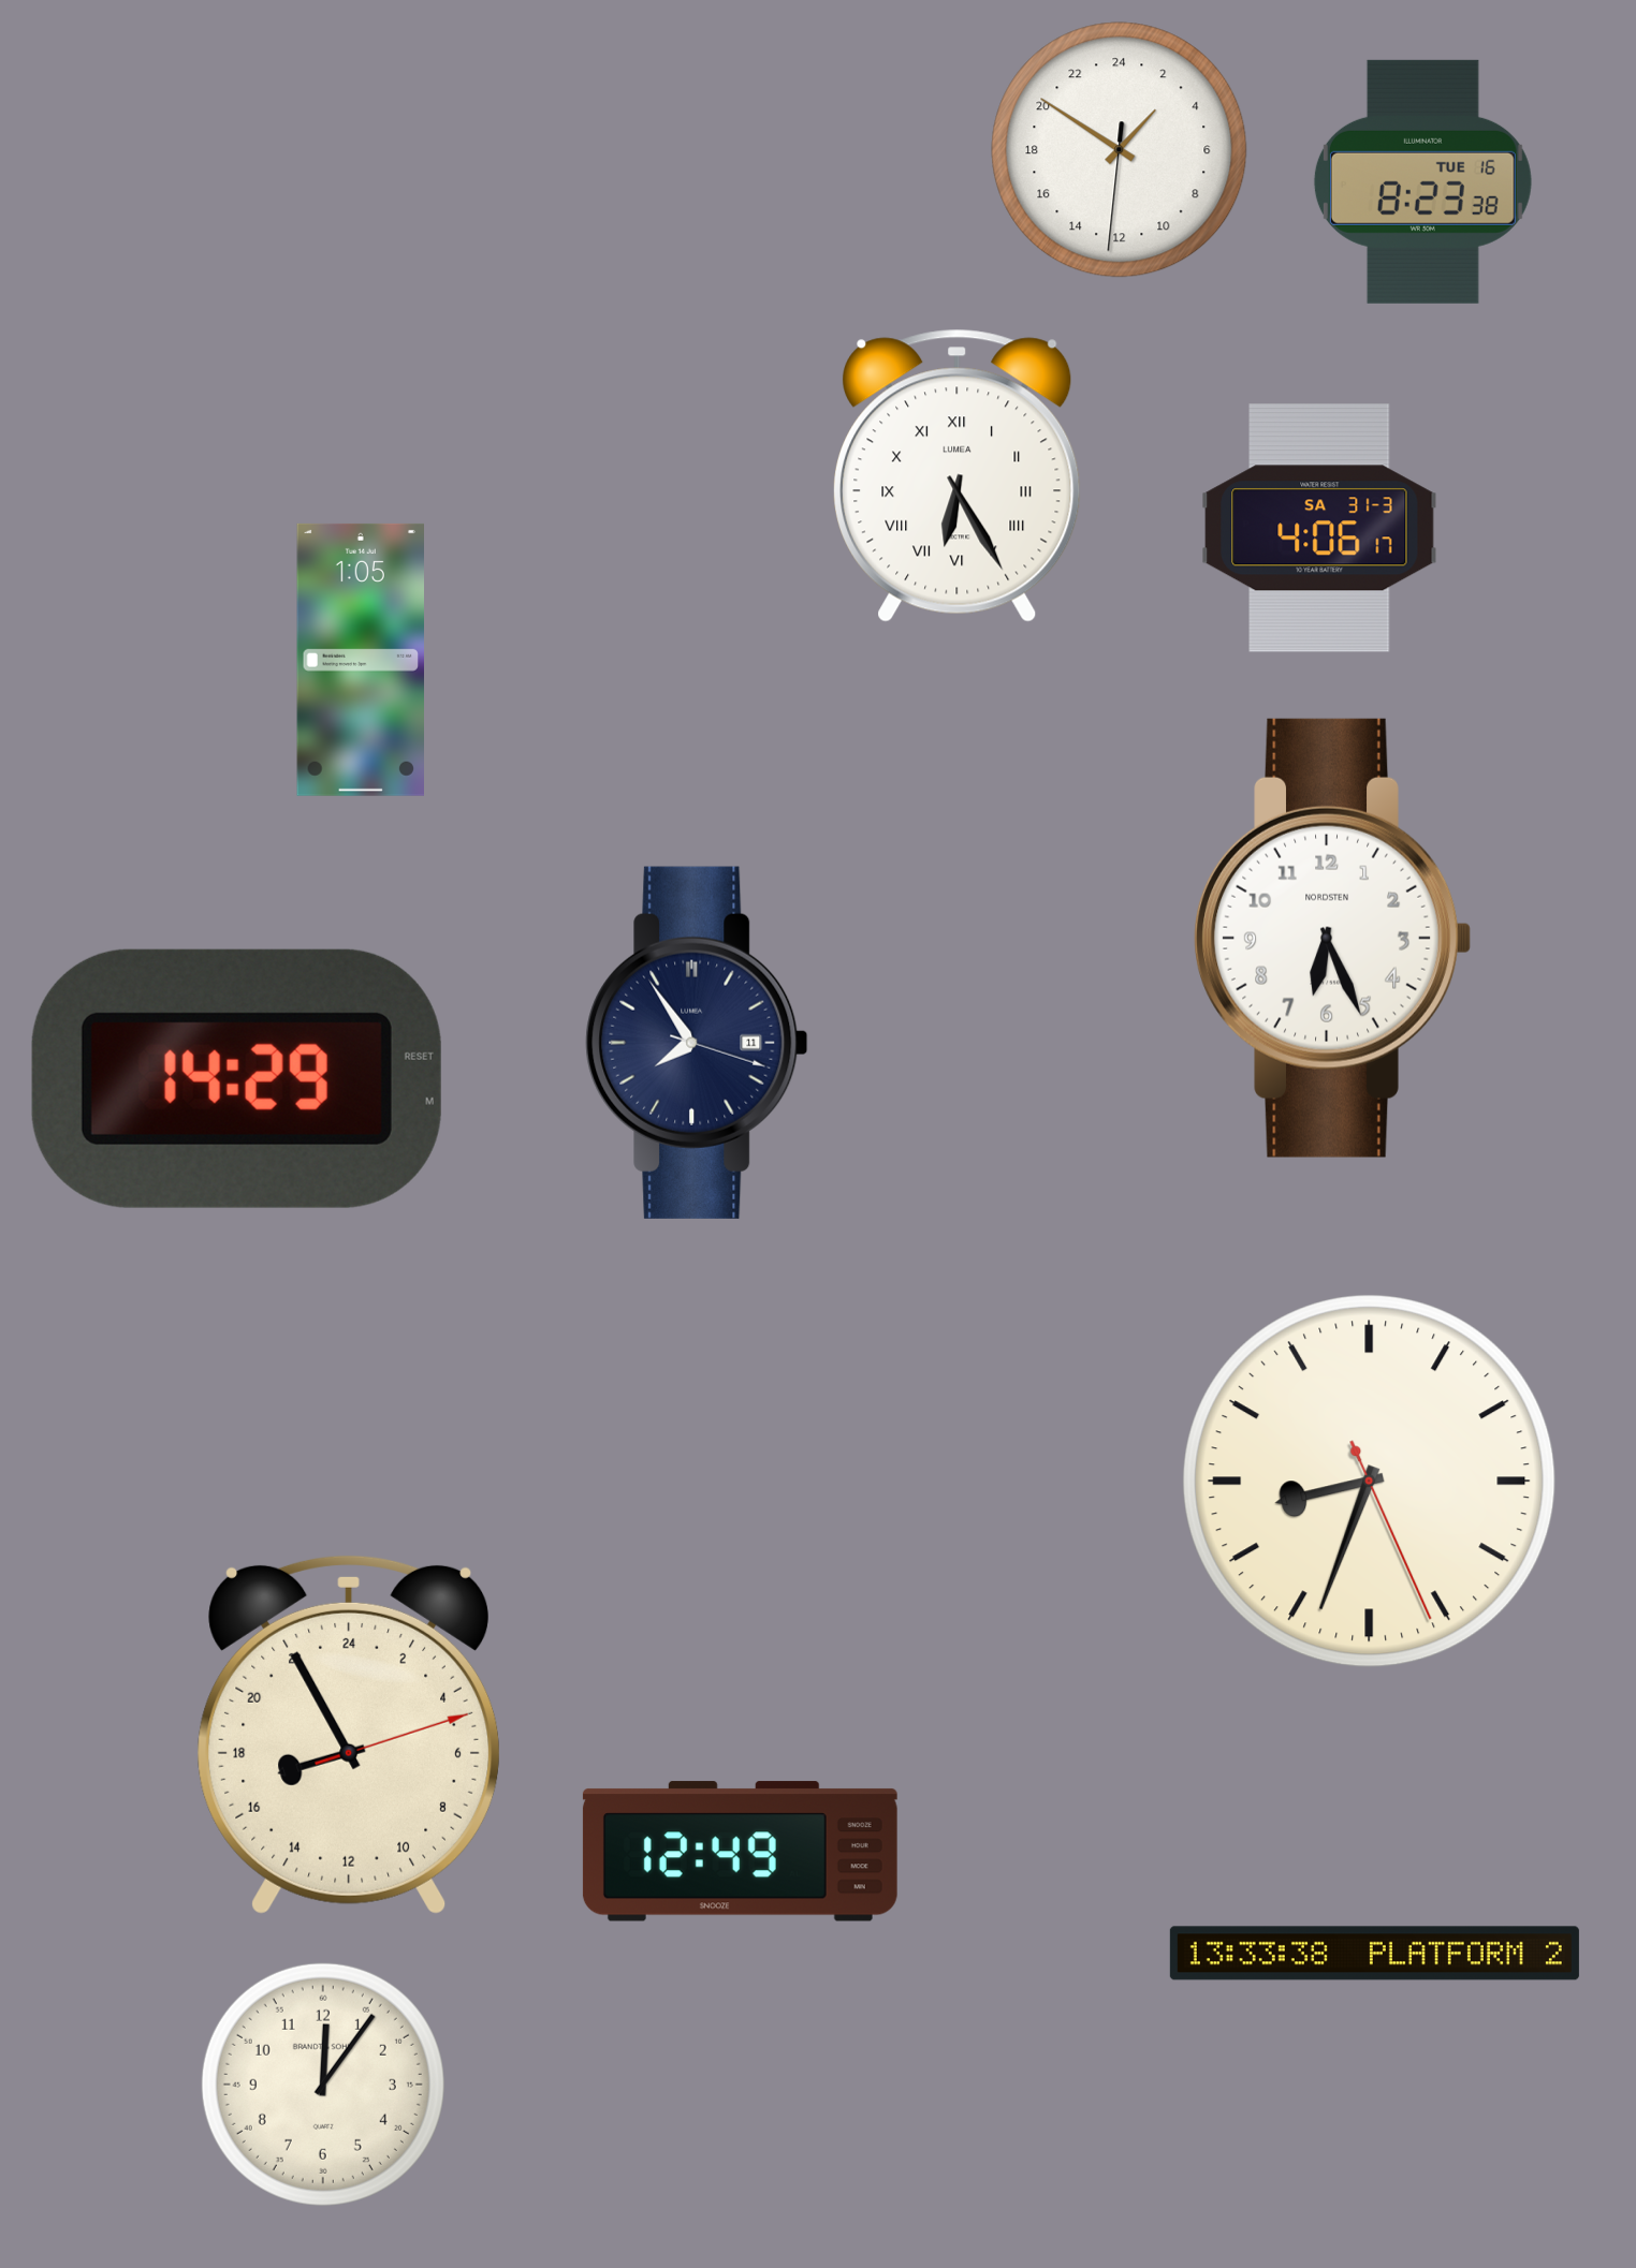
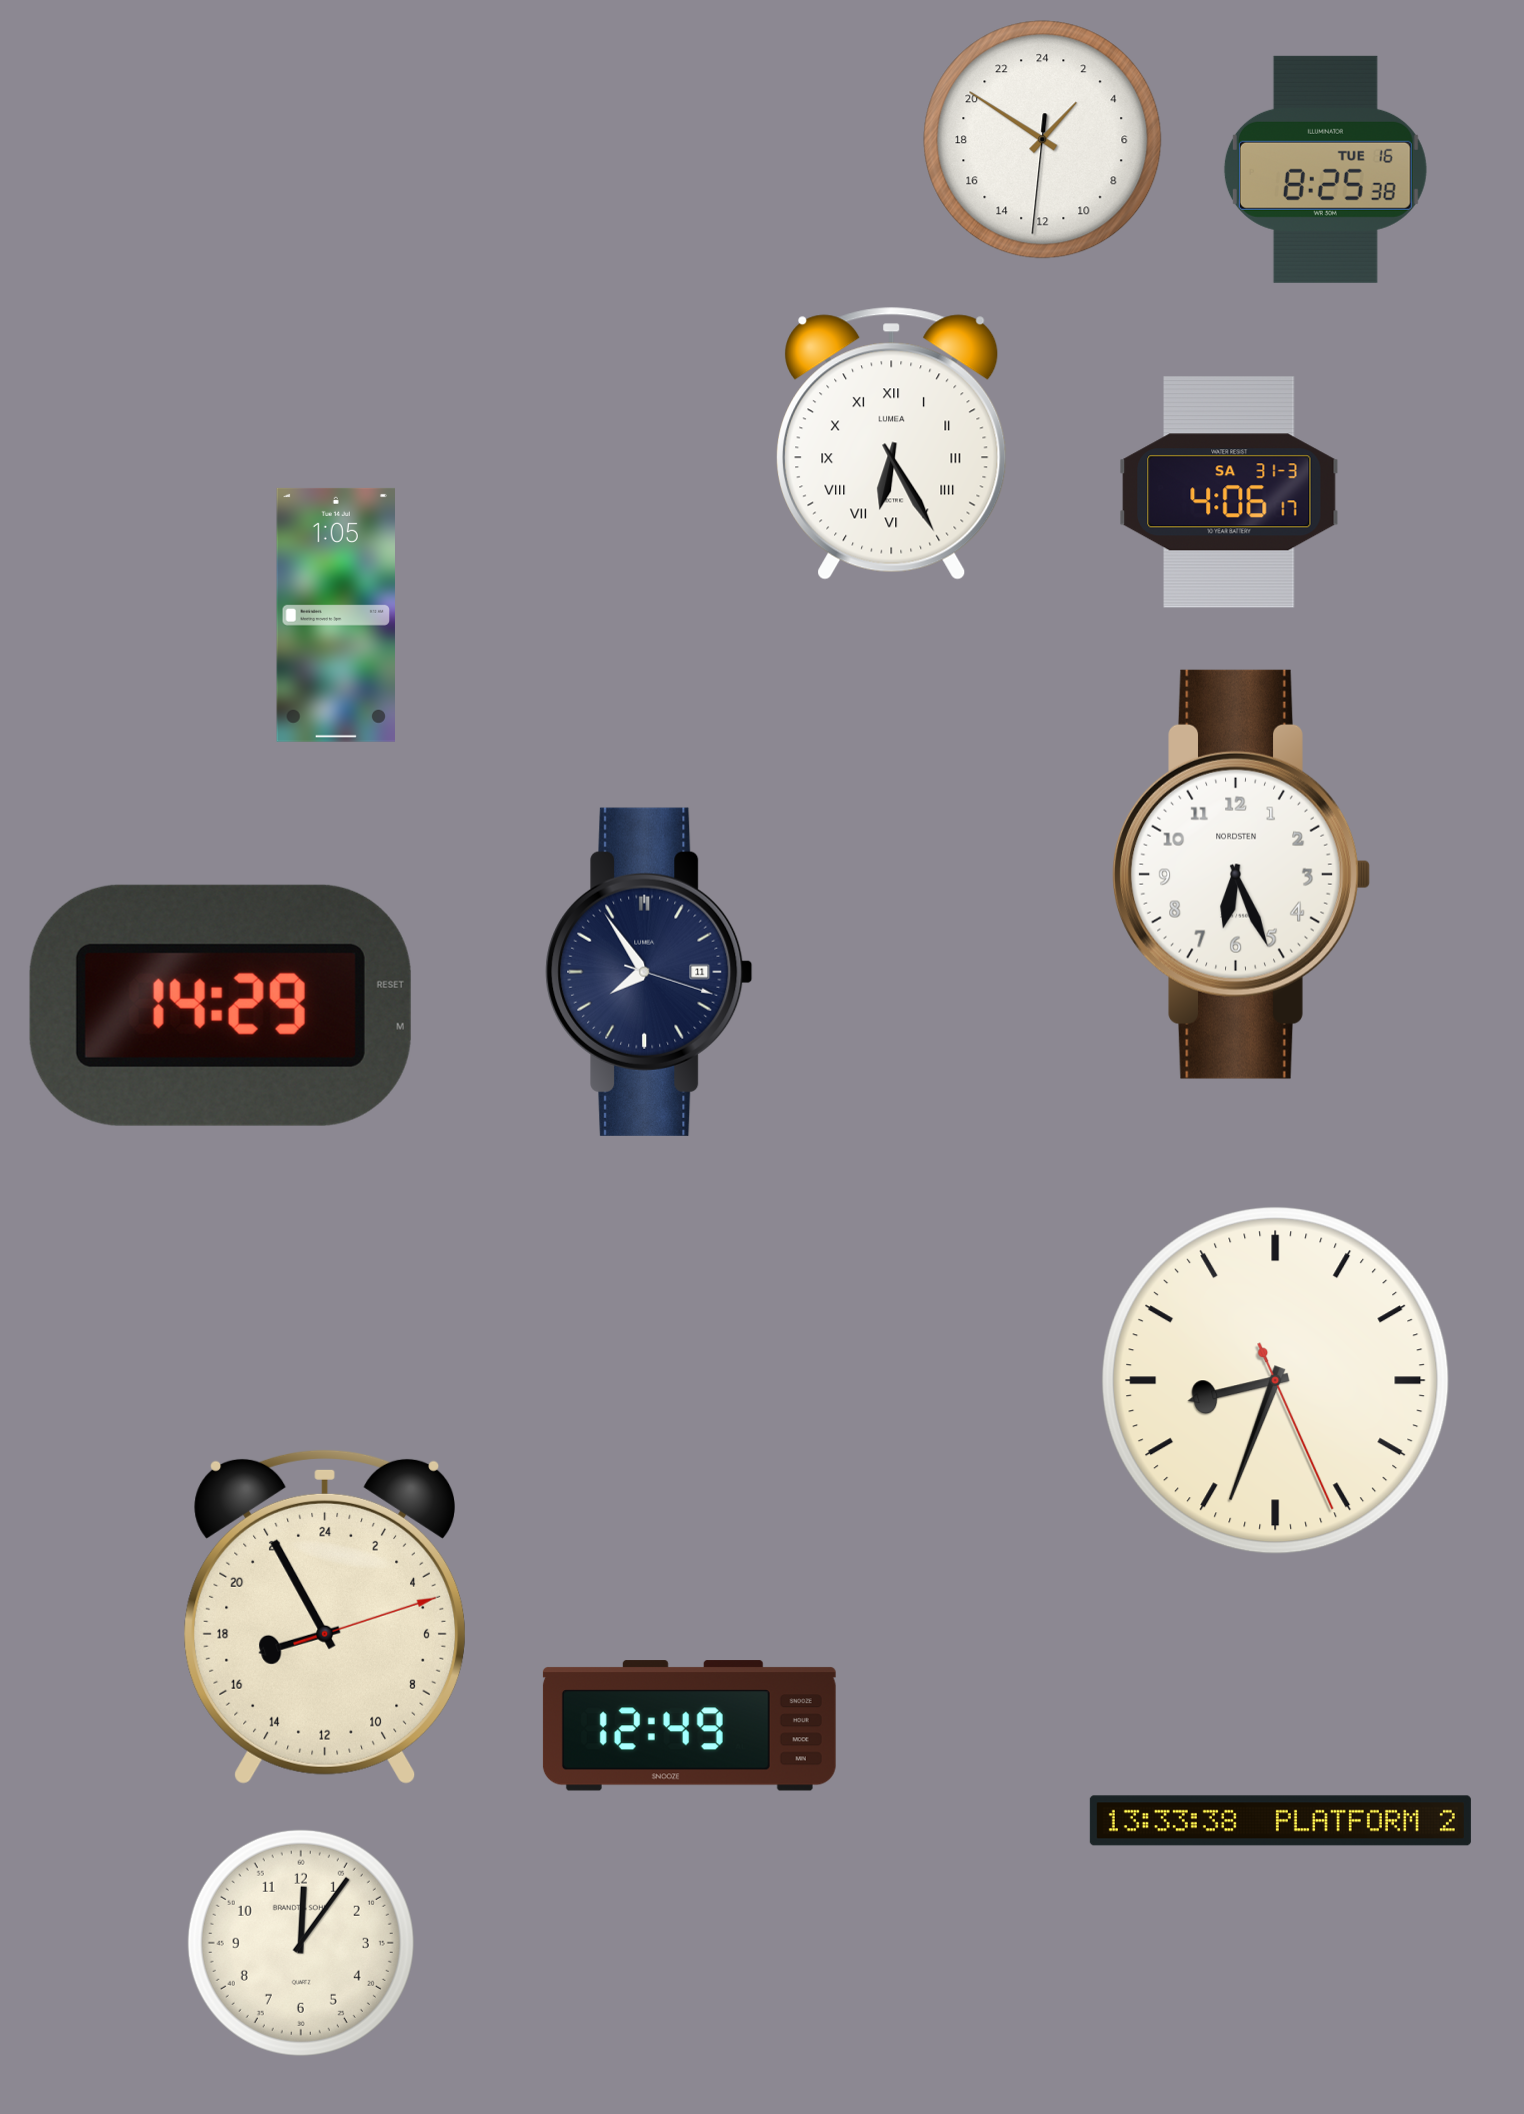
clock at (1422, 181): 8:23 -> 8:25
